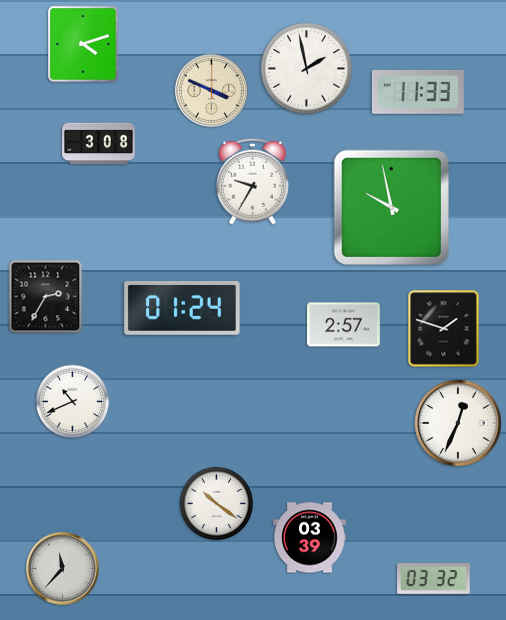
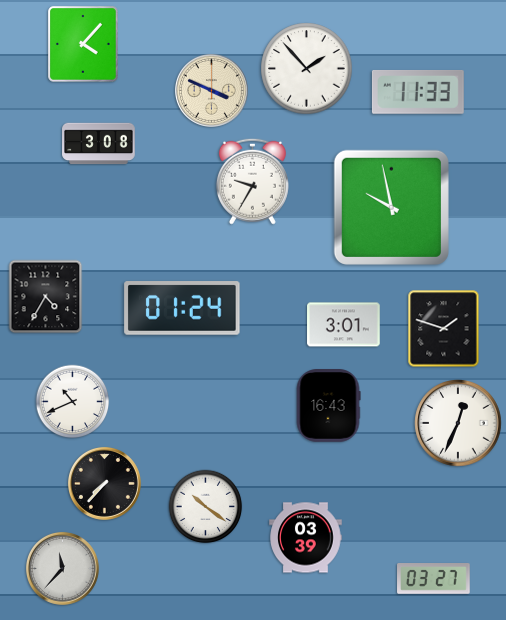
clock at (83, 44): 4:12 -> 4:07
clock at (307, 69): 1:58 -> 1:53
clock at (46, 297): 2:35 -> 4:35
clock at (344, 325): 2:57 -> 3:01
clock at (328, 406): none -> 16:43
clock at (104, 483): none -> 7:37
clock at (217, 504) position: (217, 504) -> (206, 507)
clock at (310, 538) position: (310, 538) -> (306, 538)
clock at (434, 579): 03:32 -> 03:27
